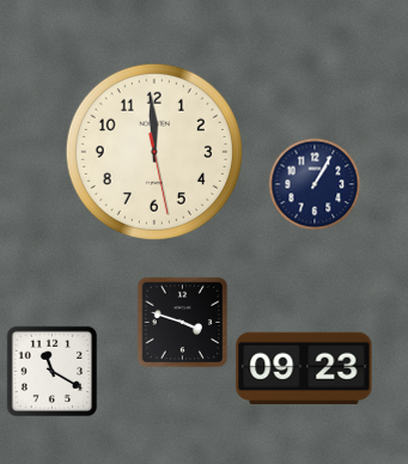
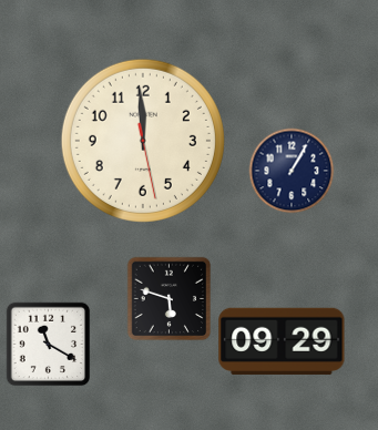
clock at (183, 323): 3:48 -> 5:48
clock at (304, 368): 09:23 -> 09:29
